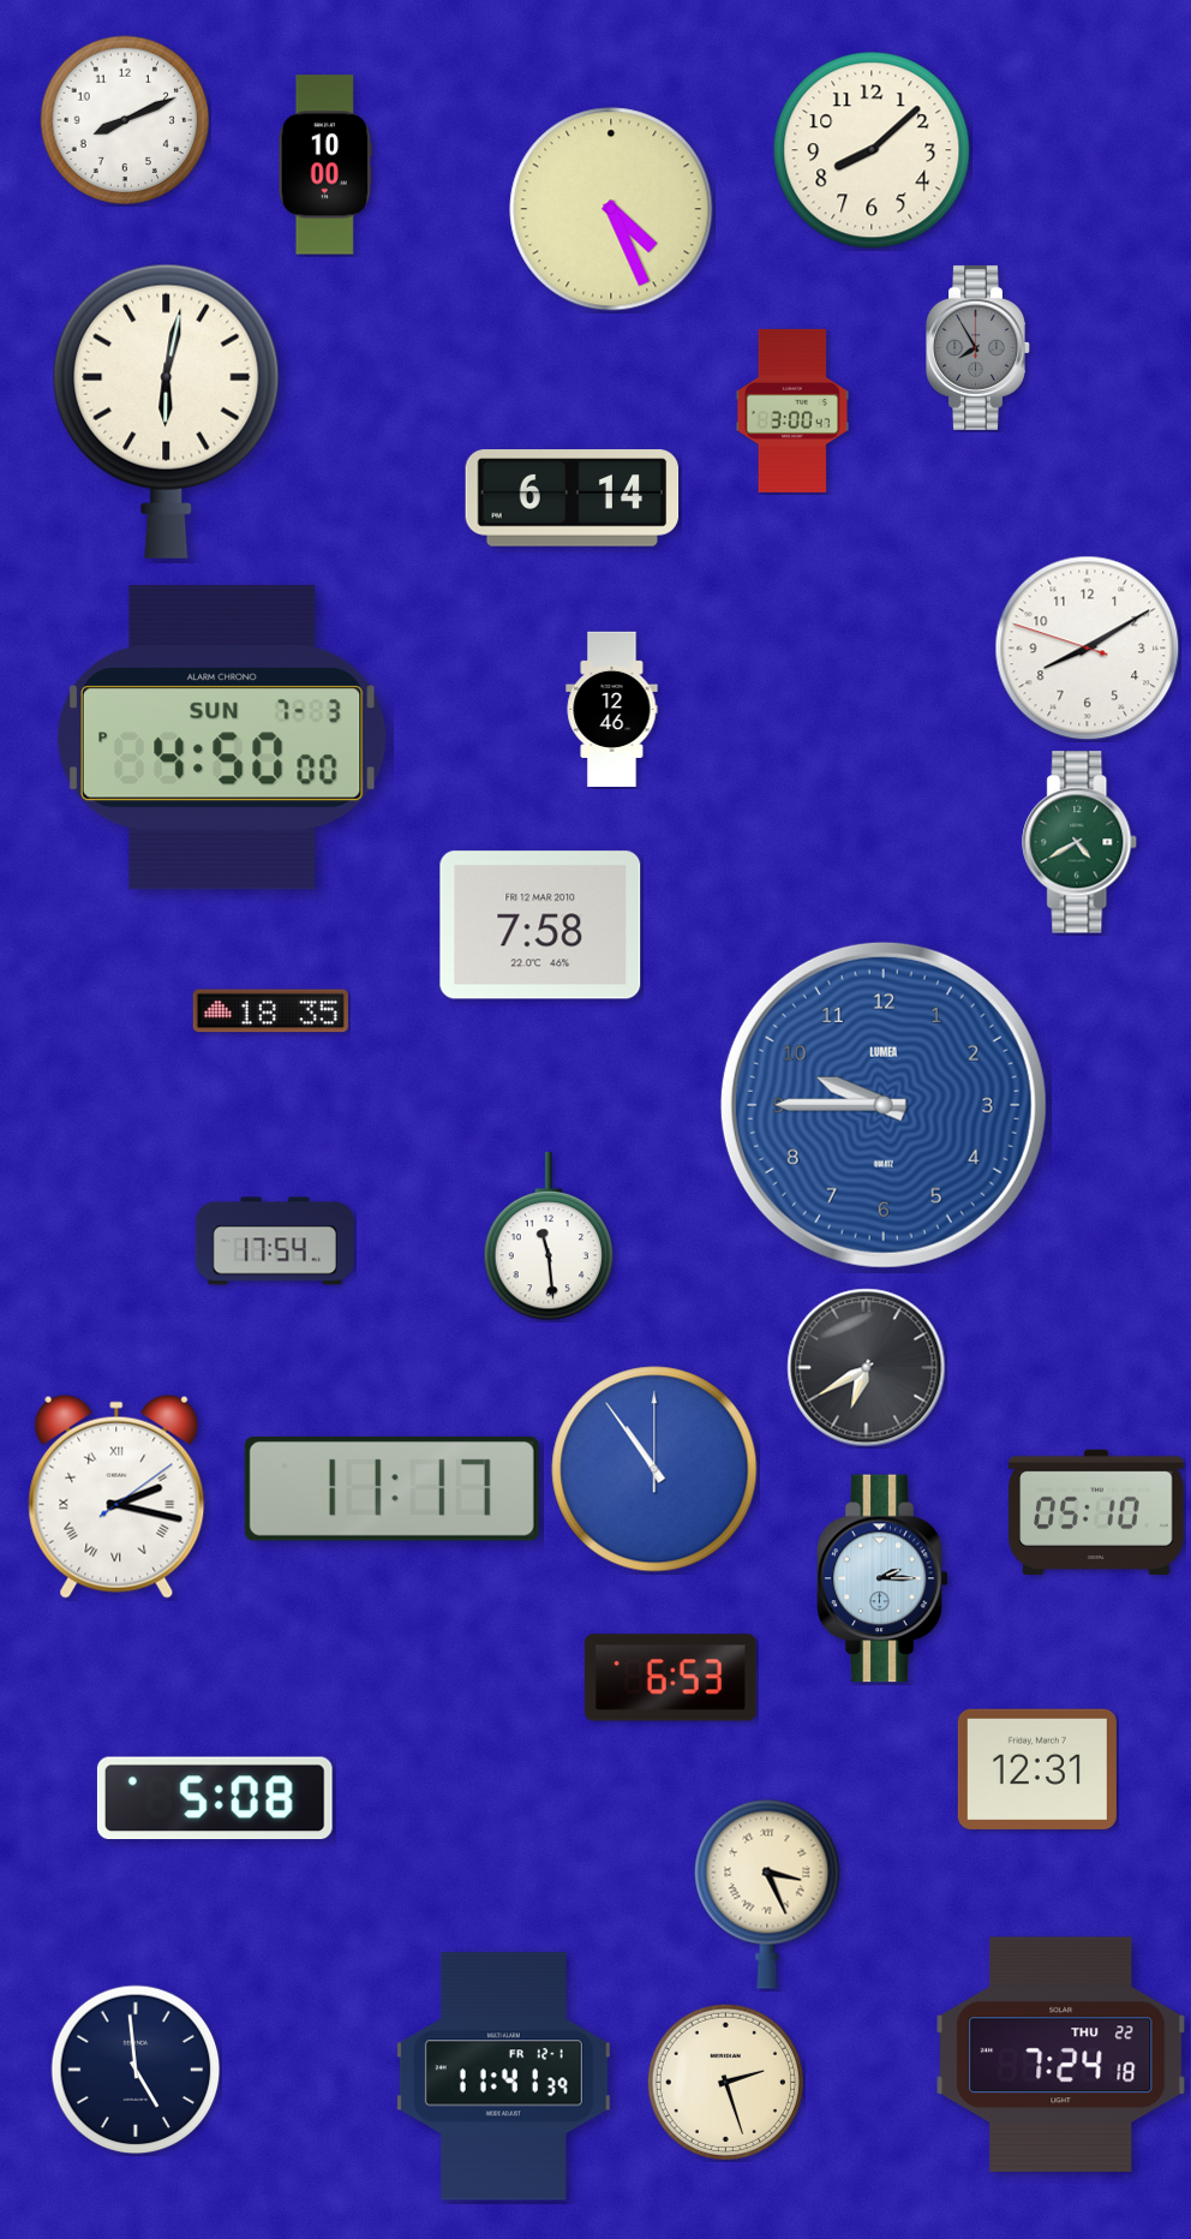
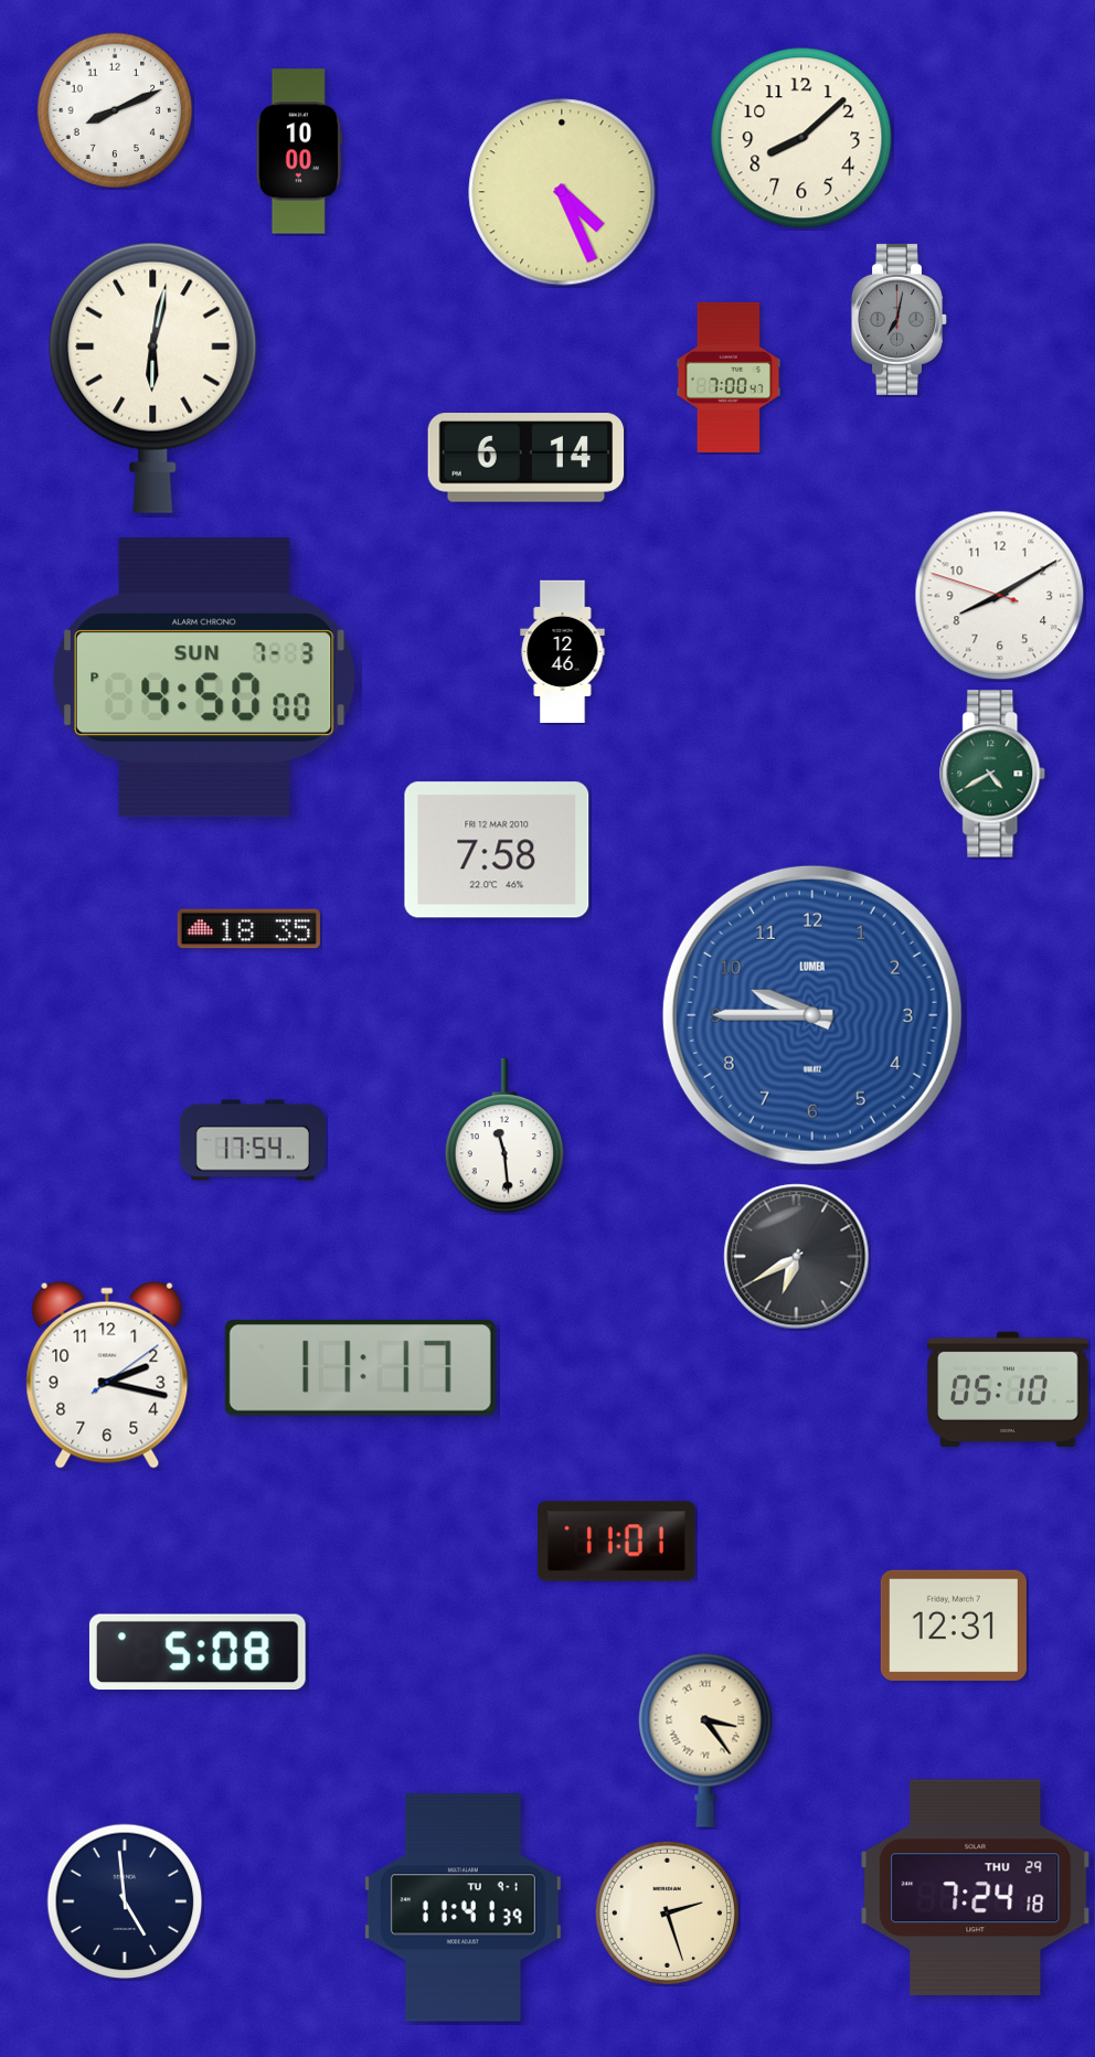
clock at (978, 347): 7:55 -> 7:02
clock at (791, 411): 3:00 -> 7:00
clock at (654, 1469): 10:54 -> none
clock at (116, 1497) numerals: Roman -> Arabic
clock at (882, 1578): 2:15 -> none
clock at (671, 1678): 6:53 -> 11:01
clock at (767, 1894): 3:26 -> 3:24
clock at (1061, 2055) date: THU 22 -> THU 29
clock at (503, 2077) date: FR 12-1 -> TU 9-1
